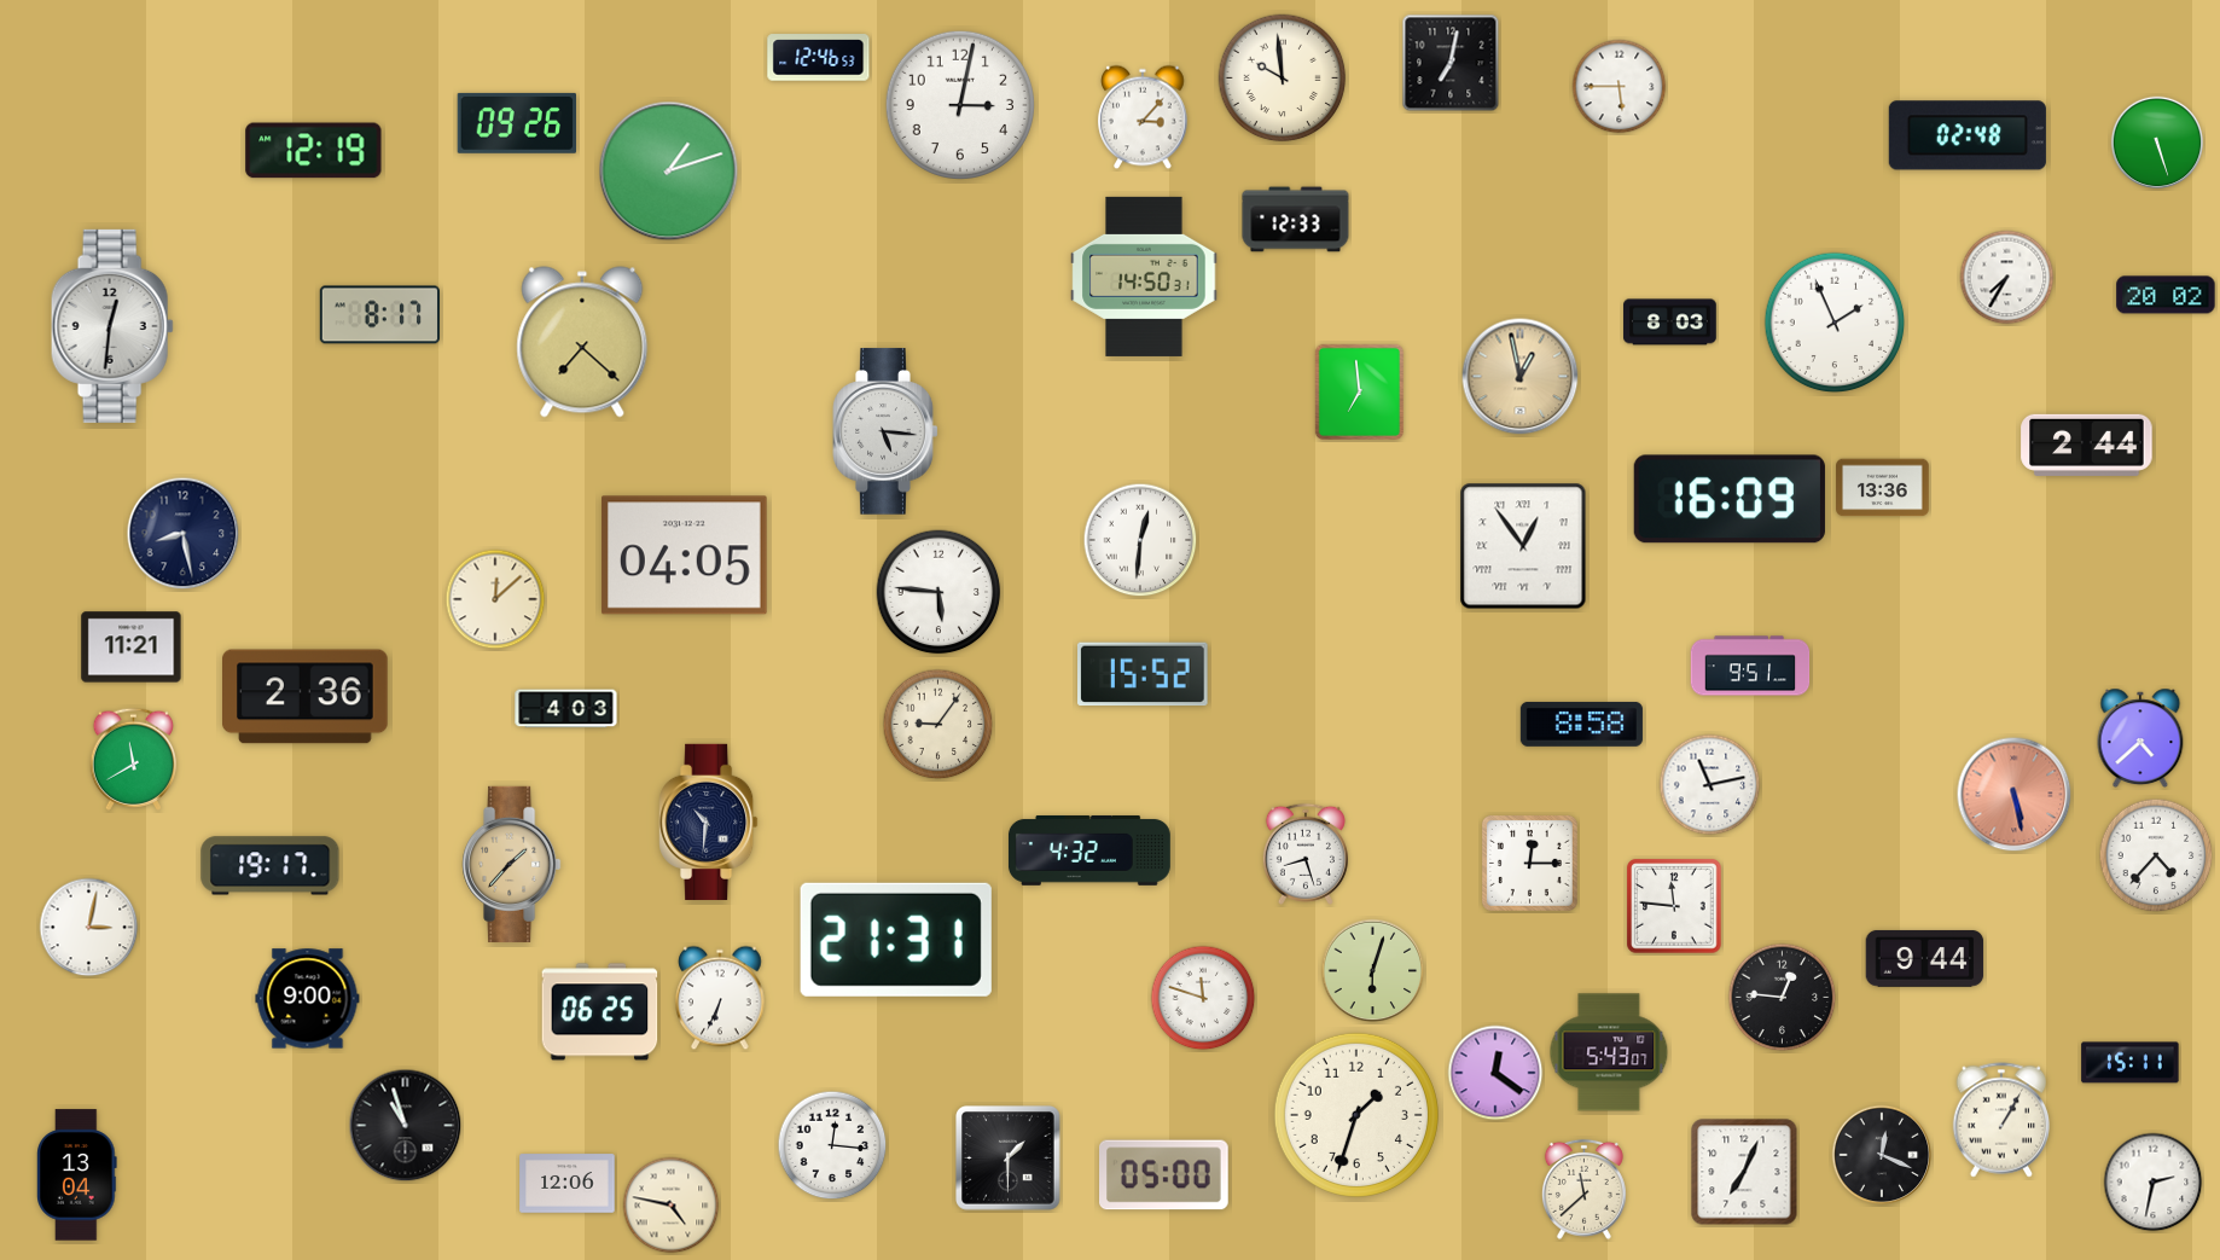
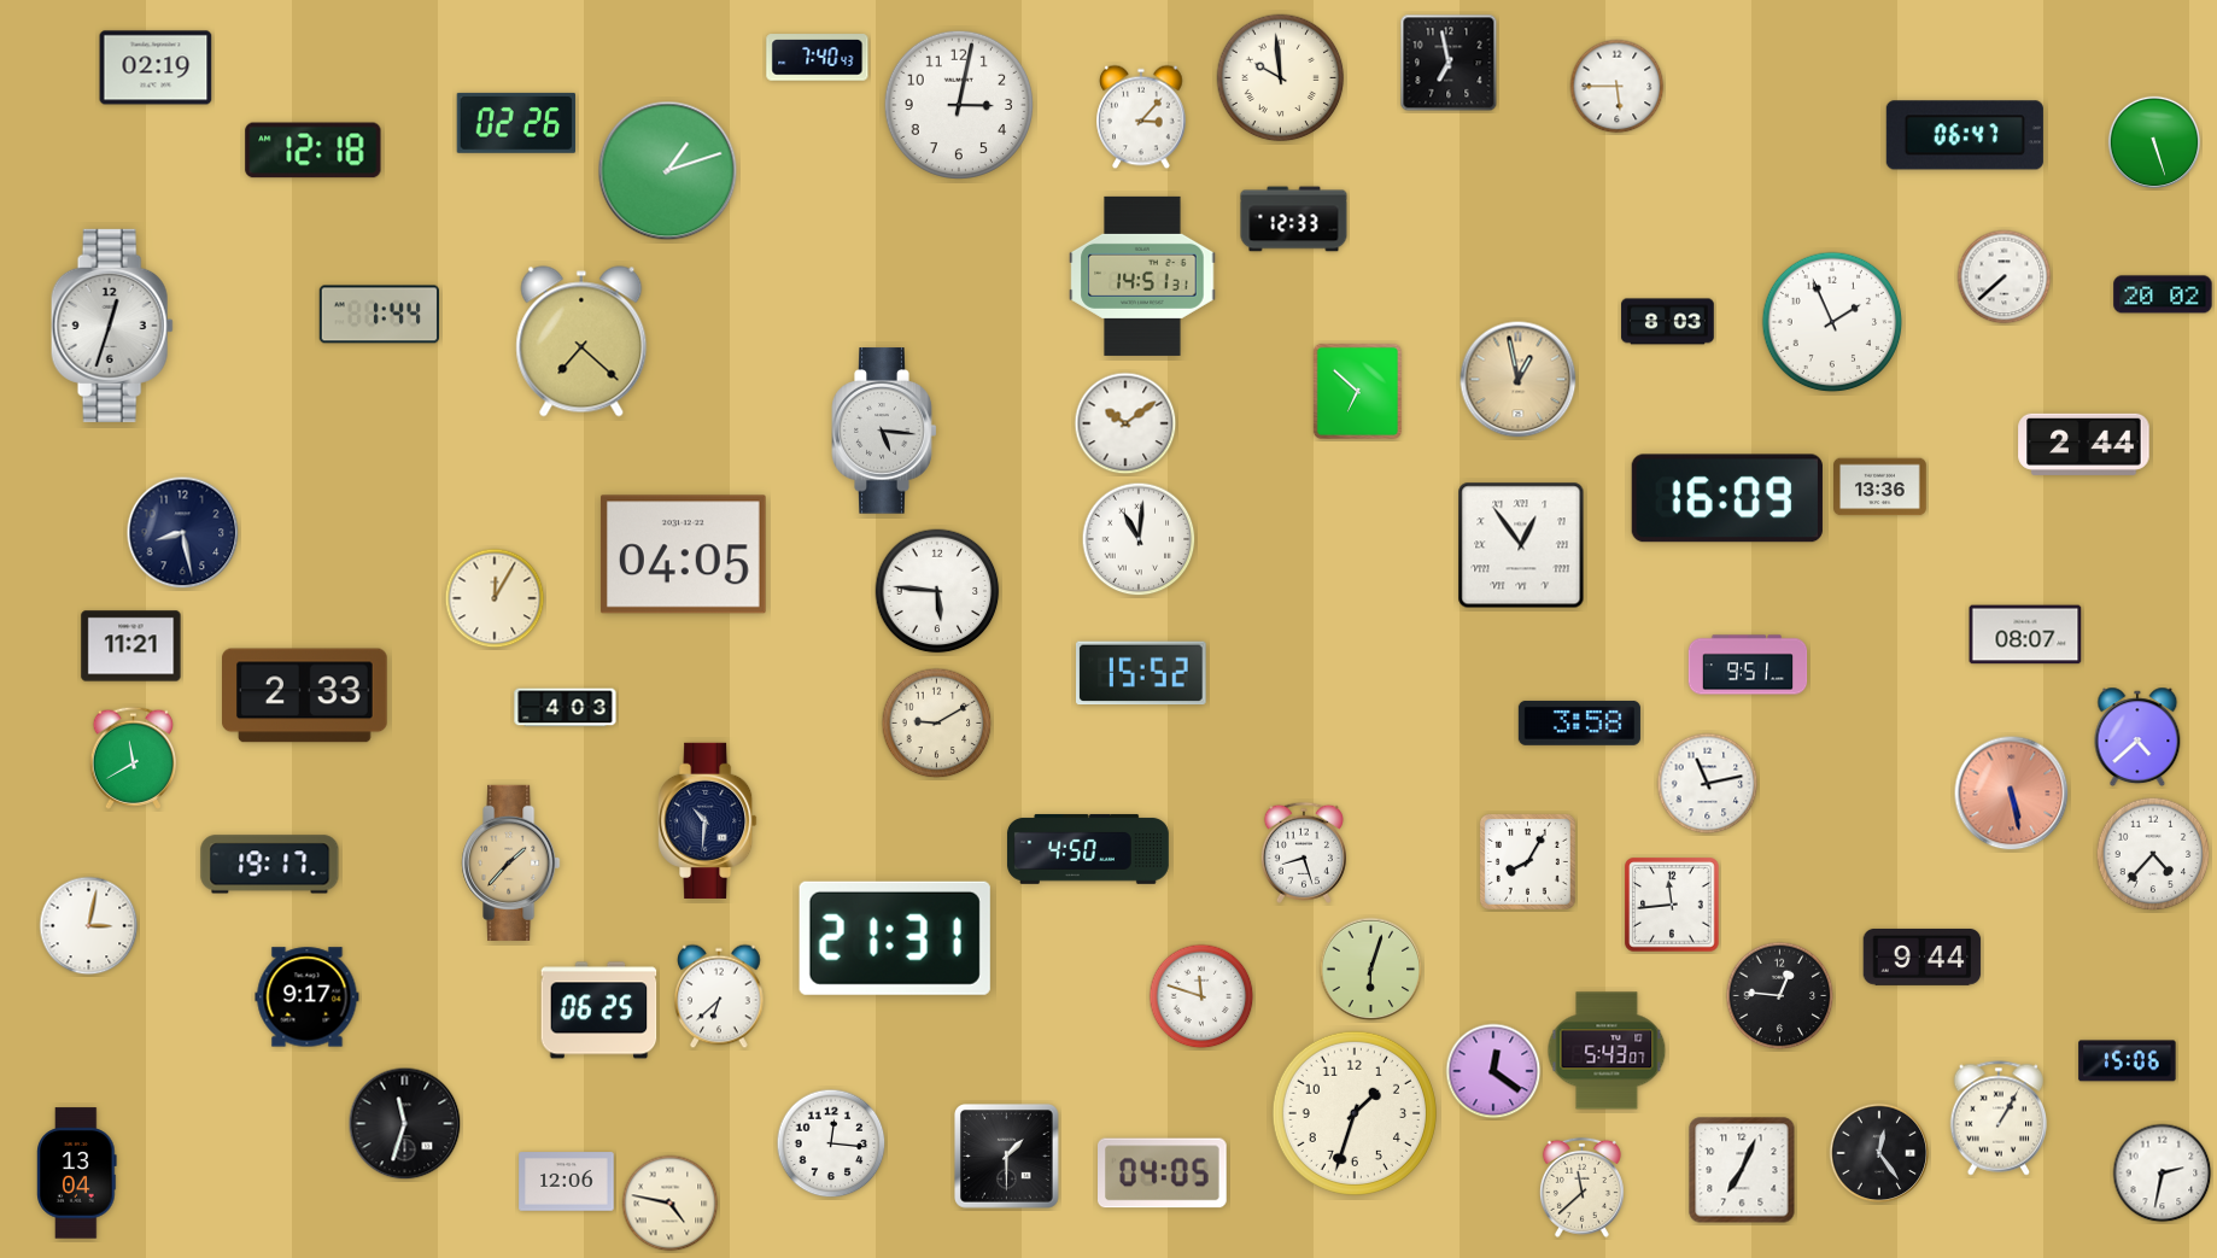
clock at (819, 58): 12:46 -> 7:40
clock at (1451, 63): 7:02 -> 6:58
clock at (156, 68): none -> 02:19
clock at (517, 123): 09:26 -> 02:26
clock at (1968, 135): 02:48 -> 06:47
clock at (314, 151): 12:19 -> 12:18
clock at (1144, 277): 14:50 -> 14:51
clock at (2007, 278): 7:35 -> 7:38
clock at (379, 315): 8:17 -> 1:44
clock at (112, 326): 12:31 -> 12:33
clock at (1521, 377) position: (1521, 377) -> (1519, 380)
clock at (1359, 391): 6:59 -> 6:52
clock at (1125, 423): none -> 10:09
clock at (1140, 540): 12:31 -> 11:01
clock at (495, 599): 12:08 -> 12:05
clock at (2025, 634): none -> 08:07
clock at (306, 697): 2:36 -> 2:33
clock at (1581, 724): 8:58 -> 3:58
clock at (938, 725): 9:06 -> 9:10
clock at (1089, 850): 4:32 -> 4:50
clock at (1529, 863): 12:15 -> 8:05
clock at (1674, 906): 11:46 -> 11:44
clock at (720, 998): 6:34 -> 6:38
clock at (308, 999): 9:00 -> 9:17
clock at (2131, 1063): 15:11 -> 15:06
clock at (406, 1126): 10:57 -> 11:33
clock at (1882, 1155): 12:19 -> 12:24
clock at (1164, 1175): 05:00 -> 04:05
clock at (2154, 1183) position: (2154, 1183) -> (2163, 1174)
